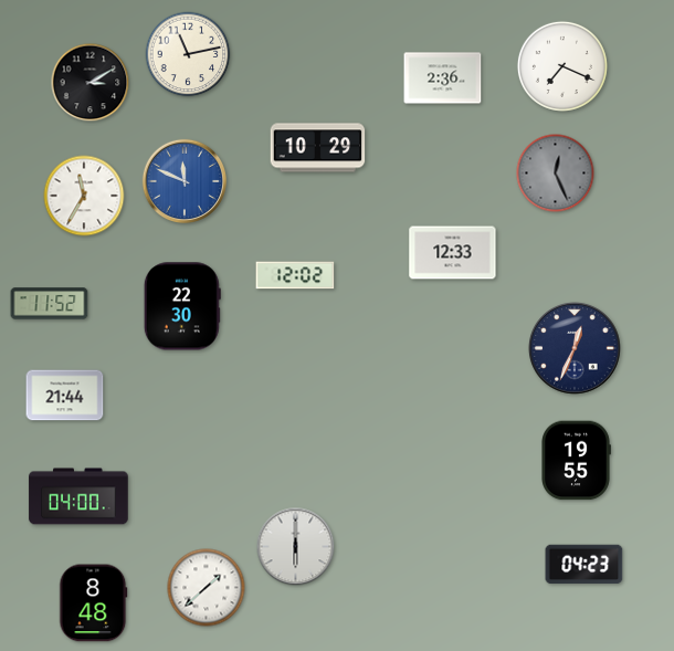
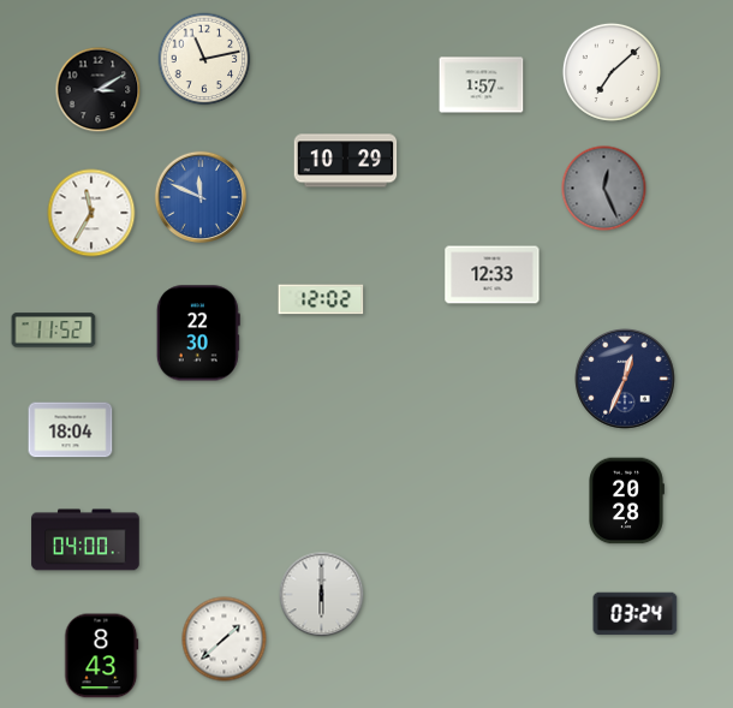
clock at (562, 66): 7:19 -> 7:08
clock at (443, 78): 2:36 -> 1:57
clock at (65, 396): 21:44 -> 18:04
clock at (577, 461): 19:55 -> 20:28
clock at (585, 565): 04:23 -> 03:24
clock at (94, 603): 8:48 -> 8:43
